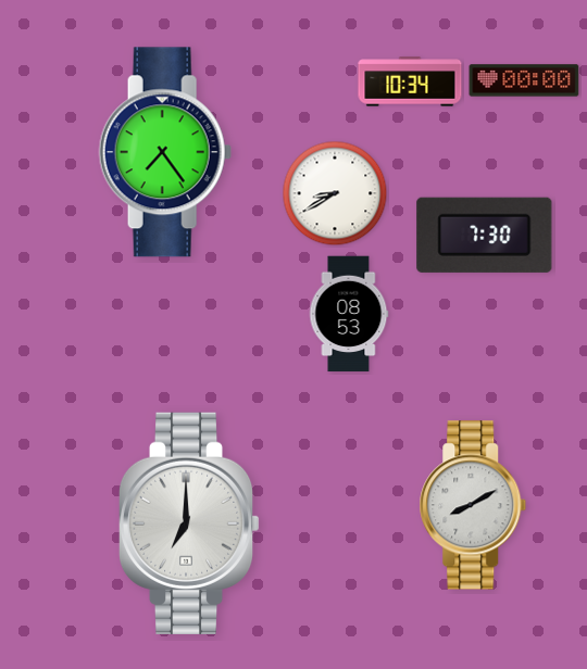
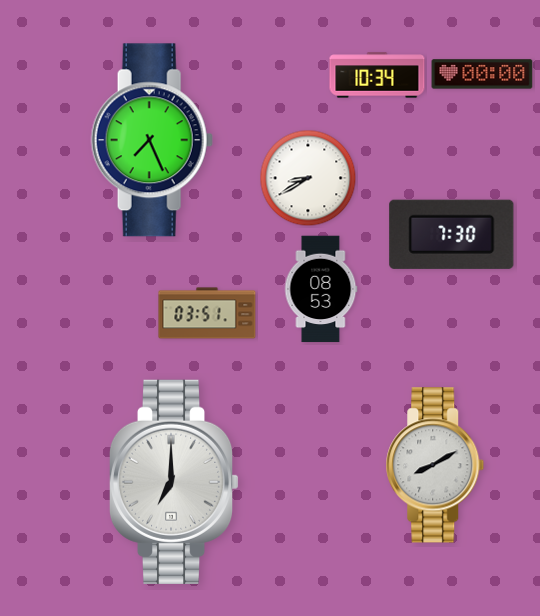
clock at (165, 152): 7:24 -> 7:26
clock at (485, 235) position: (485, 235) -> (452, 234)
clock at (207, 313): none -> 03:51
